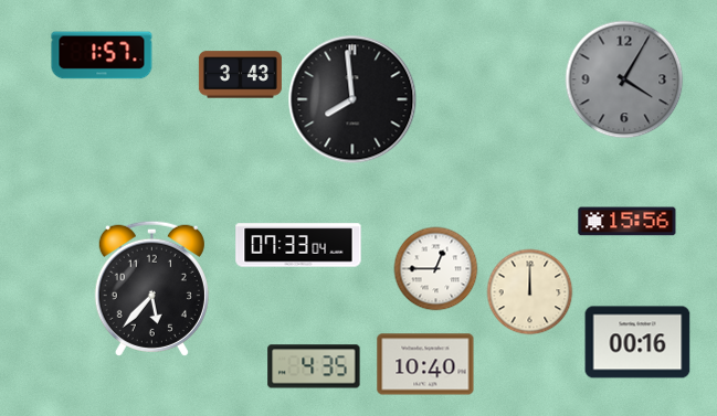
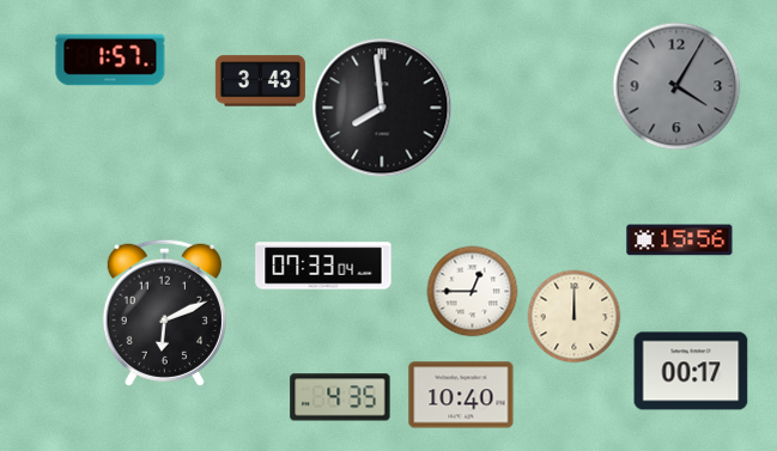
clock at (151, 288): 5:37 -> 6:11
clock at (637, 342): 00:16 -> 00:17
